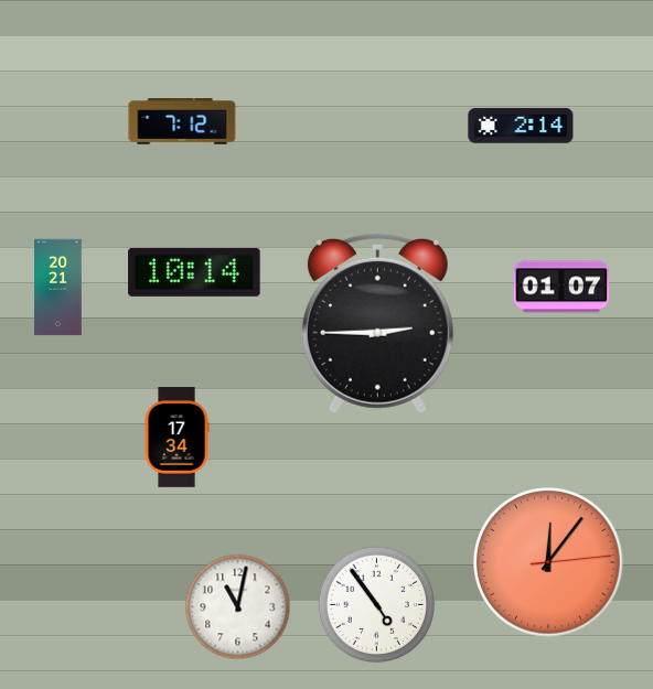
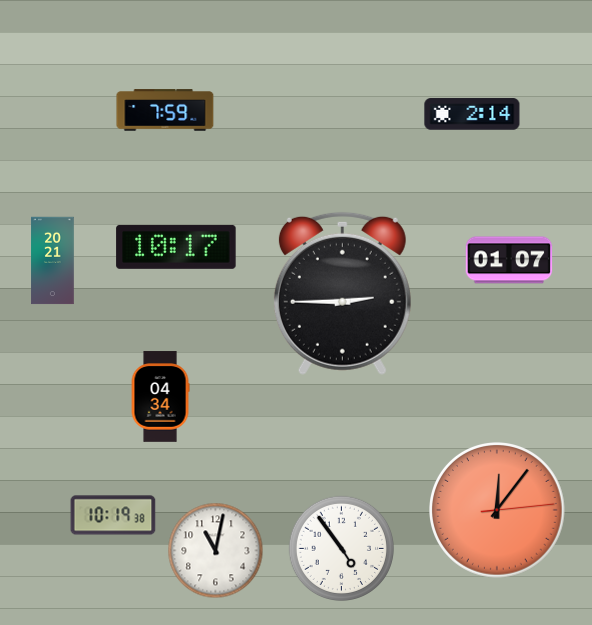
clock at (182, 121): 7:12 -> 7:59
clock at (194, 272): 10:14 -> 10:17
clock at (176, 438): 17:34 -> 04:34
clock at (113, 515): none -> 10:19
